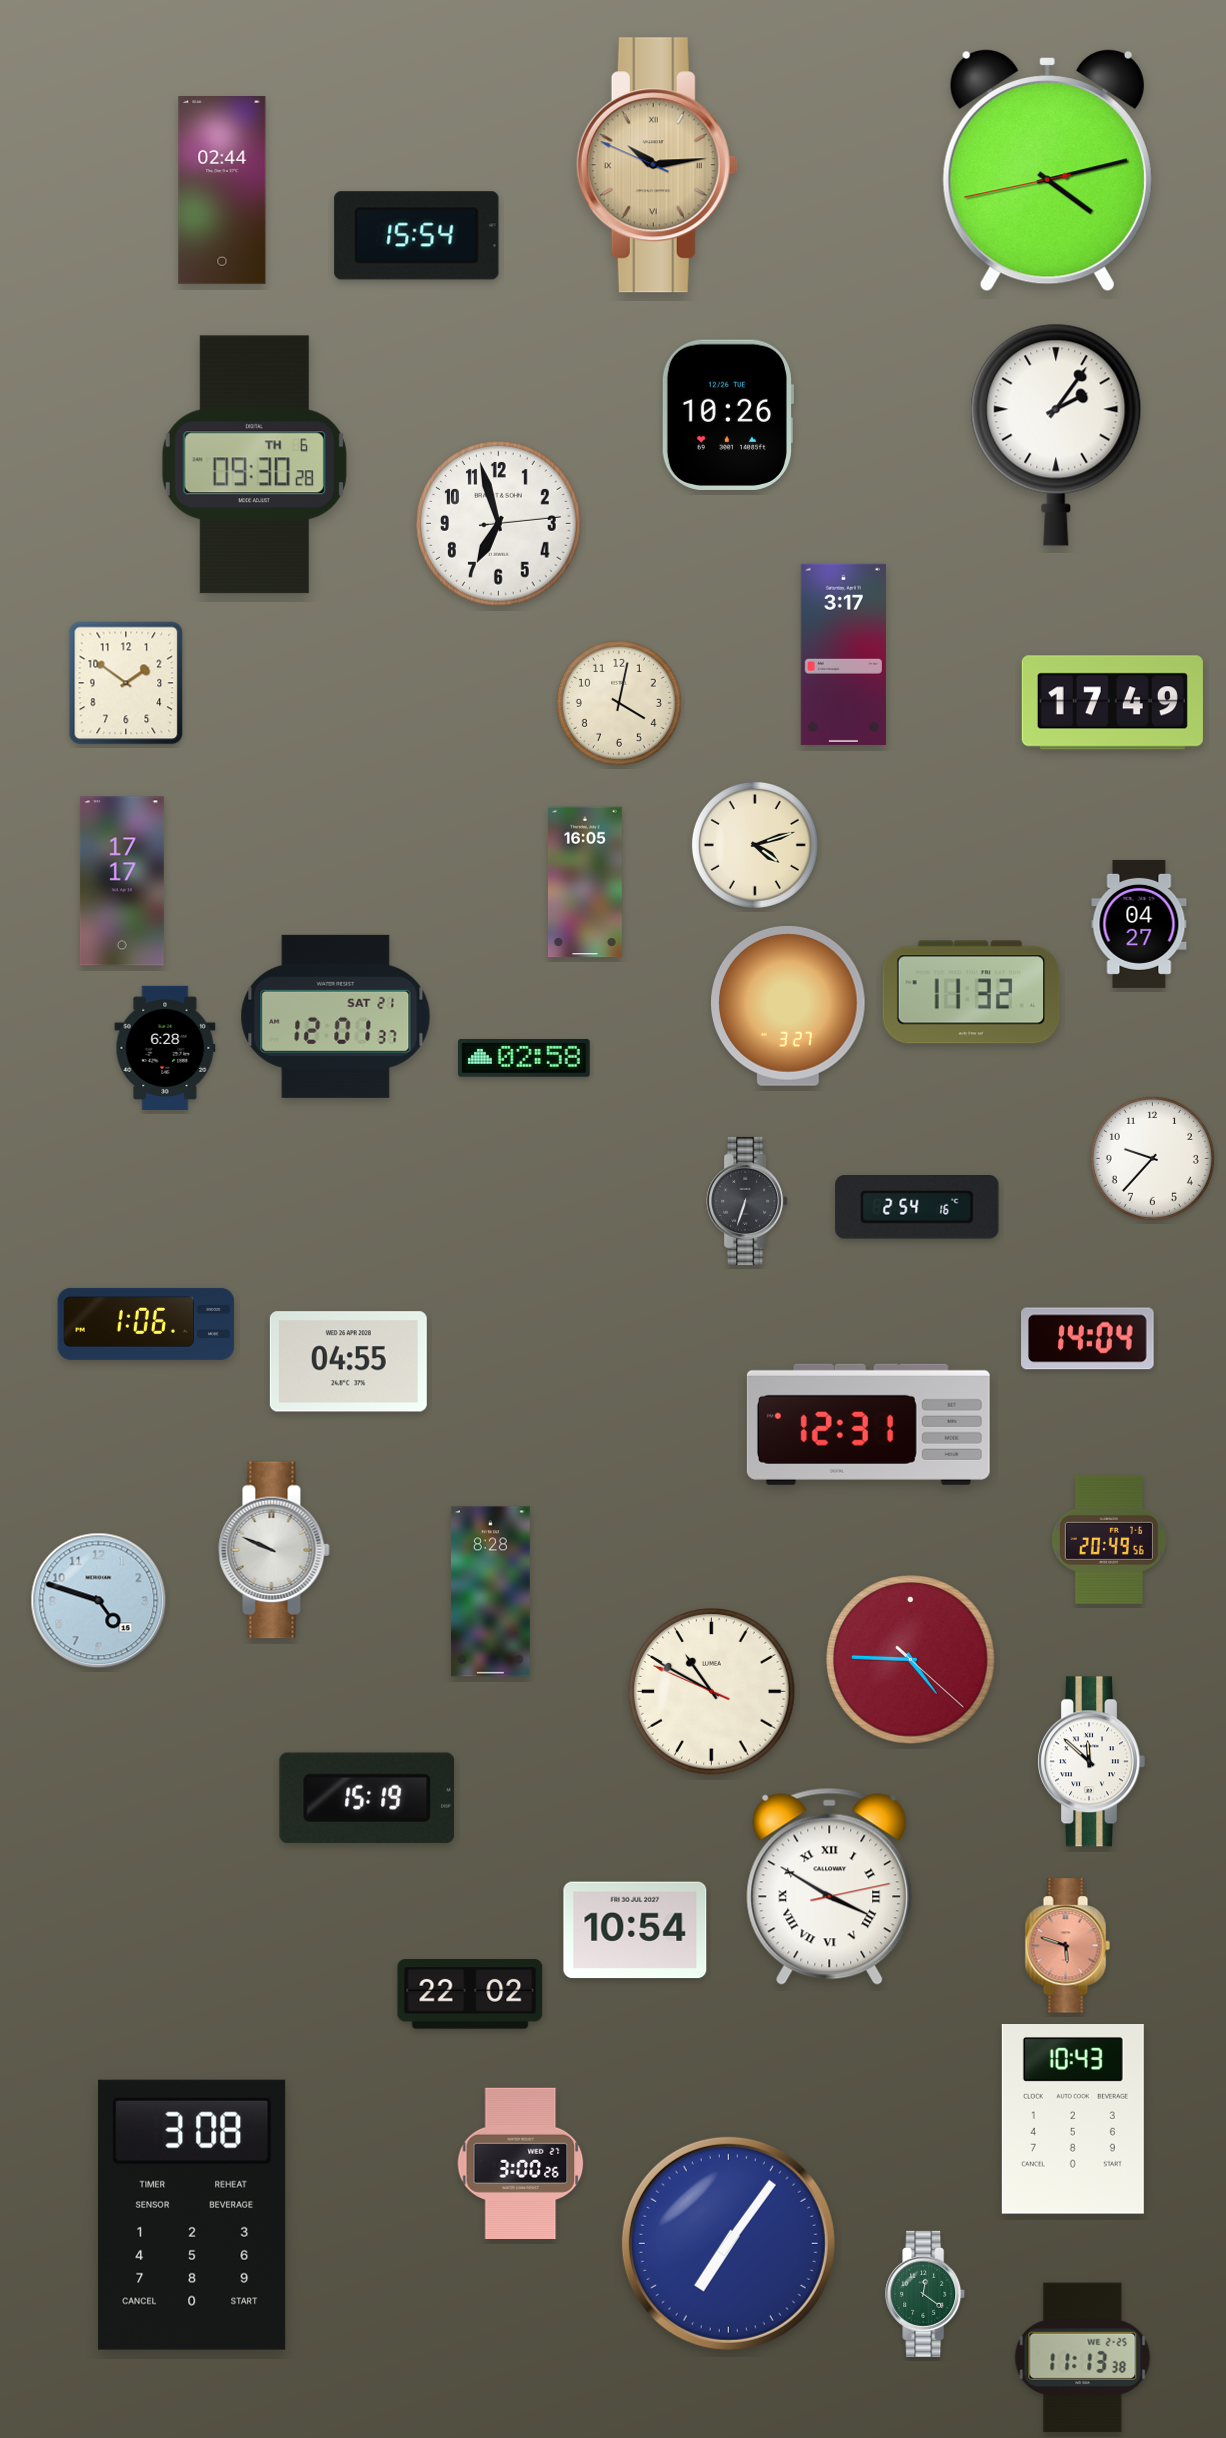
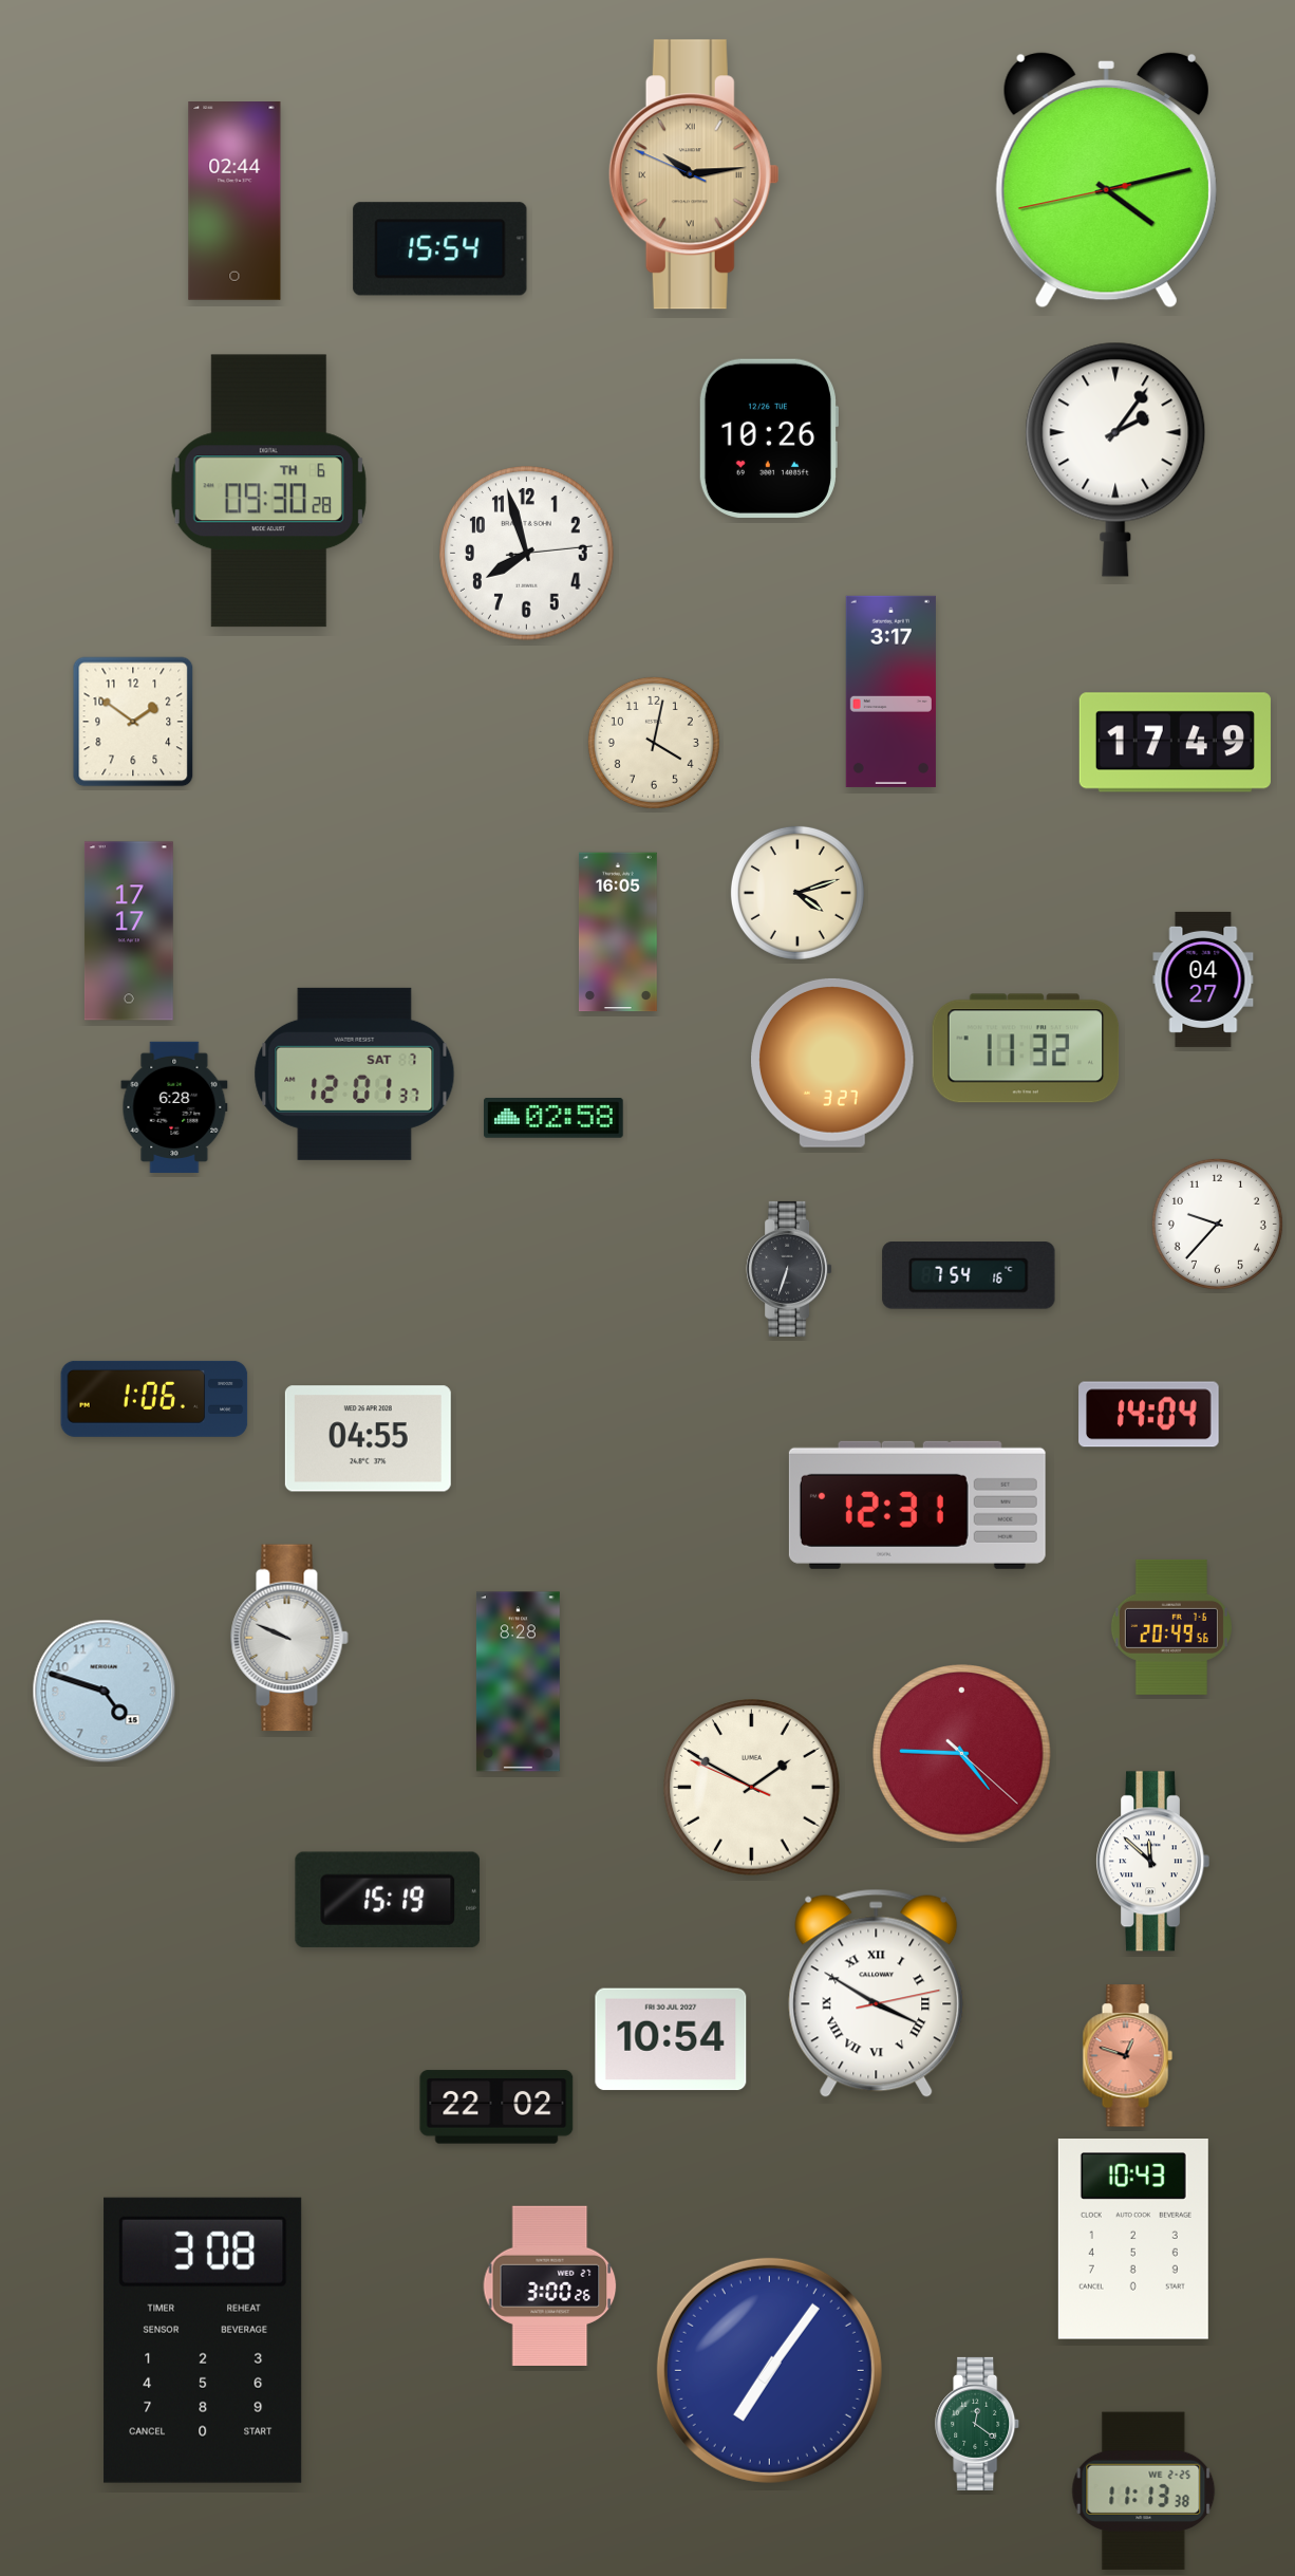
clock at (499, 524): 6:57 -> 7:57
clock at (1139, 924) position: (1139, 924) -> (1203, 979)
clock at (336, 1016) date: SAT 21 -> SAT 7
clock at (917, 1208): 2:54 -> 7:54
clock at (712, 1692): 10:49 -> 1:49
clock at (1067, 1946): 5:48 -> 12:48
